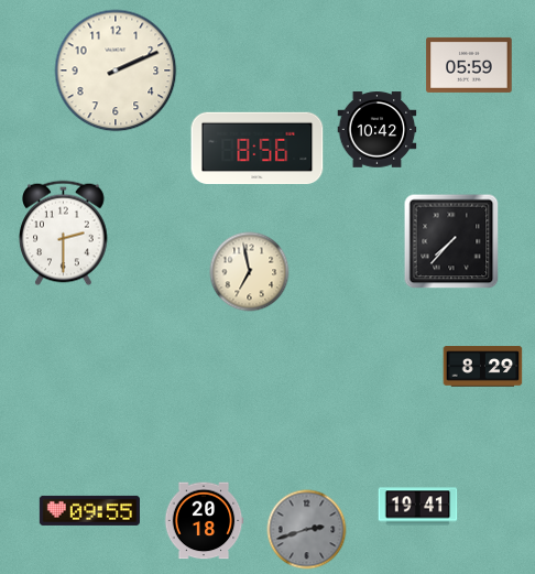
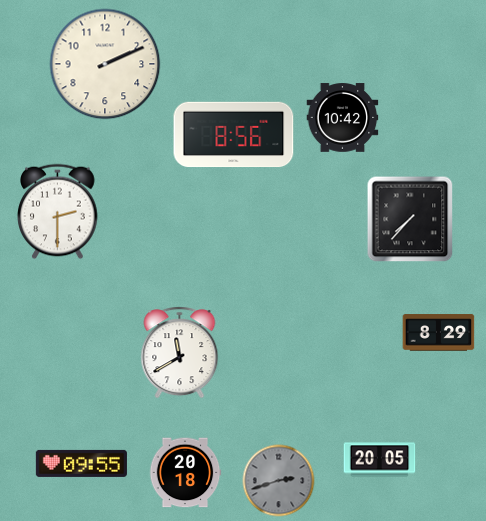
clock at (469, 65): 05:59 -> none
clock at (250, 272): 6:58 -> none
clock at (180, 353): none -> 11:40
clock at (418, 507): 19:41 -> 20:05
